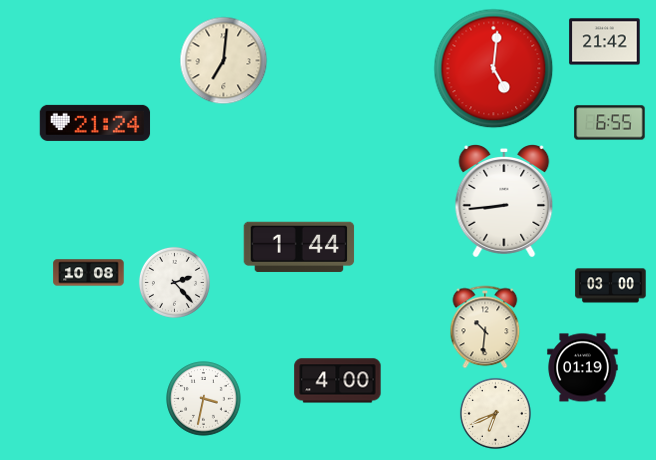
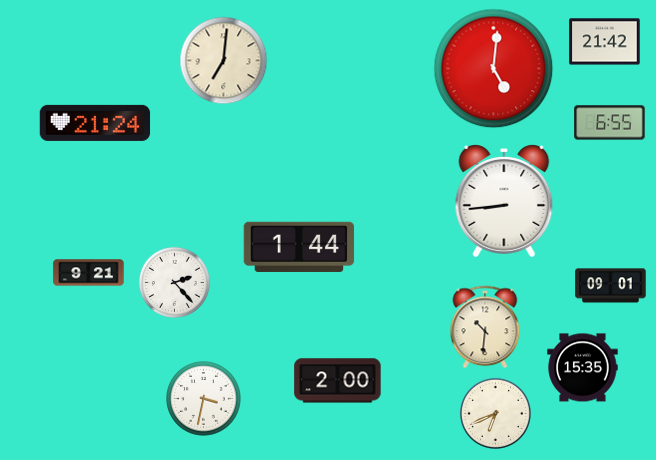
clock at (89, 273): 10:08 -> 9:21
clock at (611, 286): 03:00 -> 09:01
clock at (583, 368): 01:19 -> 15:35
clock at (338, 381): 4:00 -> 2:00
